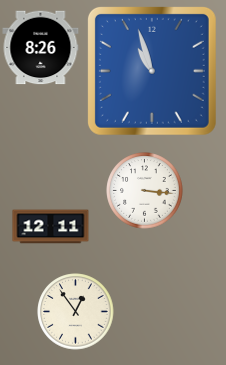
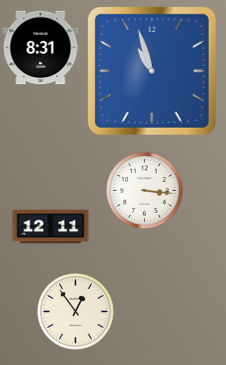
clock at (41, 48): 8:26 -> 8:31
